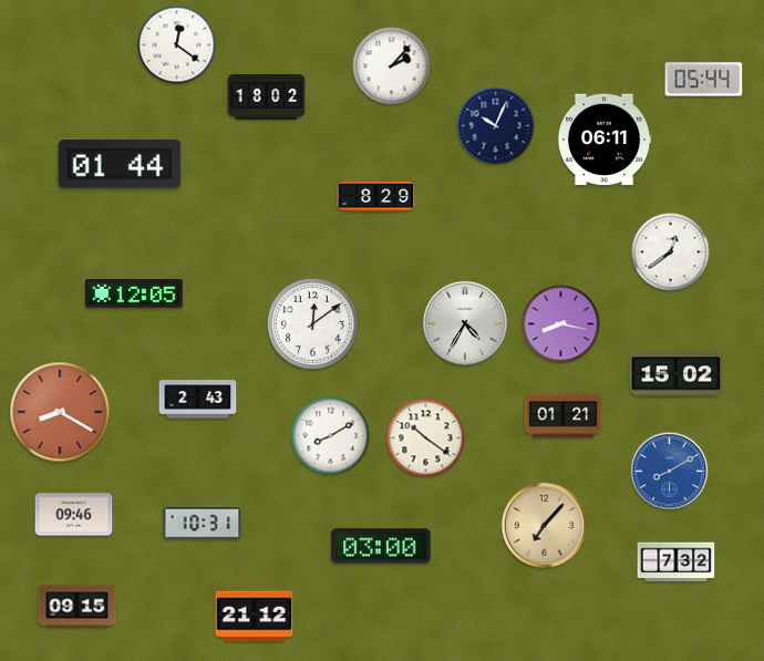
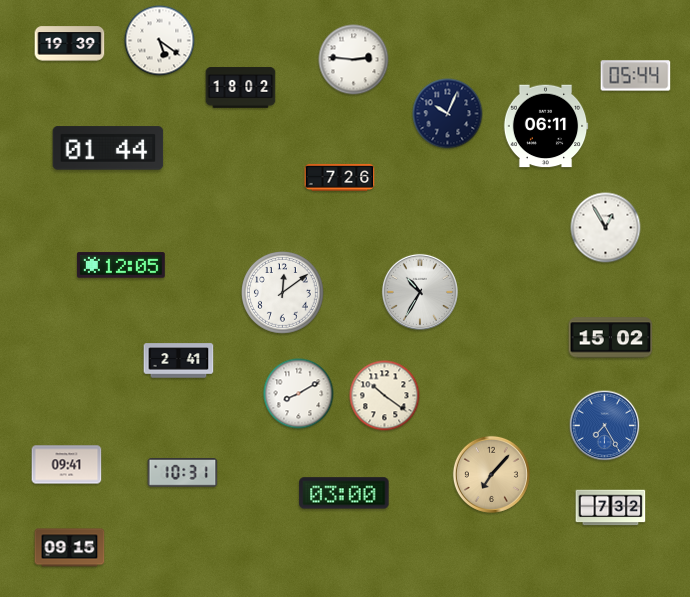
clock at (177, 45): 12:21 -> 5:21
clock at (70, 44): none -> 19:39
clock at (392, 66): 2:07 -> 2:46
clock at (704, 80) position: (704, 80) -> (636, 76)
clock at (376, 196): 8:29 -> 7:26
clock at (671, 252): 12:39 -> 12:55
clock at (465, 323): 4:35 -> 10:35
clock at (561, 324): 8:17 -> none
clock at (198, 400): 2:43 -> 2:41
clock at (60, 412): 8:20 -> none
clock at (564, 416): 01:21 -> none
clock at (670, 472): 8:10 -> 7:25
clock at (74, 515): 09:46 -> 09:41
clock at (255, 617): 21:12 -> none
